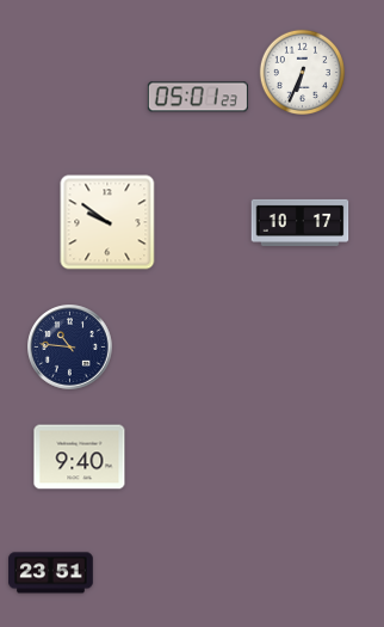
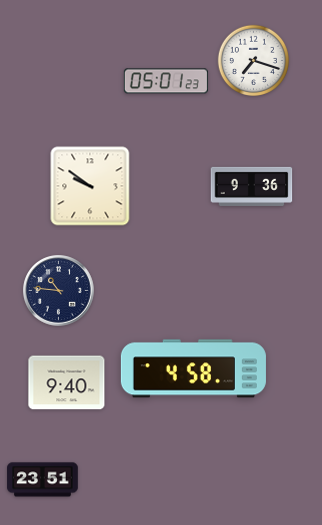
clock at (302, 72): 6:34 -> 7:18
clock at (301, 222): 10:17 -> 9:36
clock at (193, 369): none -> 4:58
